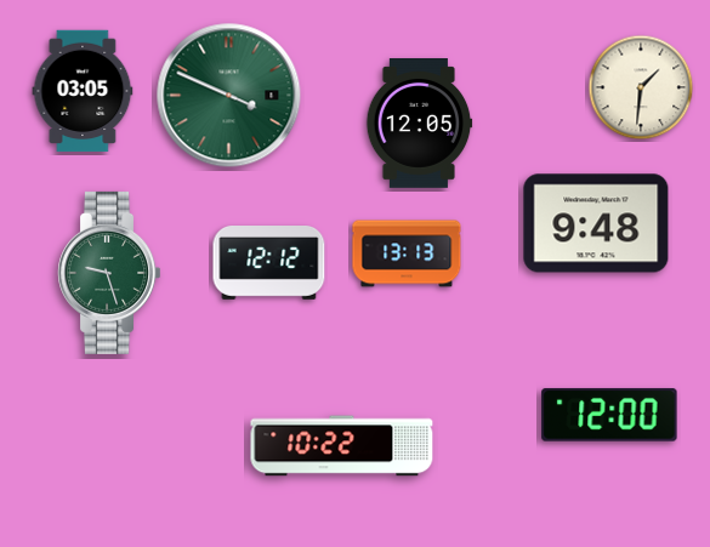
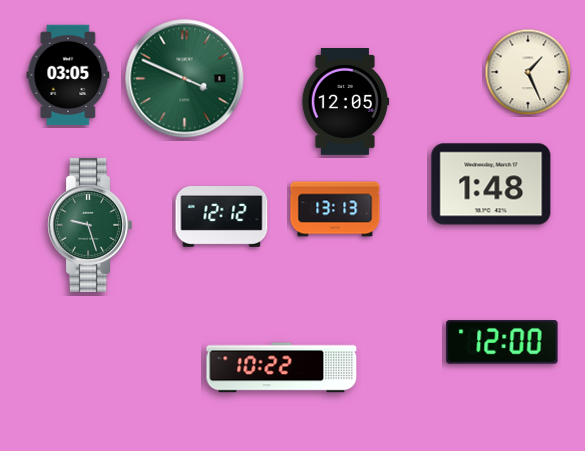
clock at (641, 87): 1:31 -> 1:26
clock at (229, 96) position: (229, 96) -> (185, 79)
clock at (596, 223): 9:48 -> 1:48
